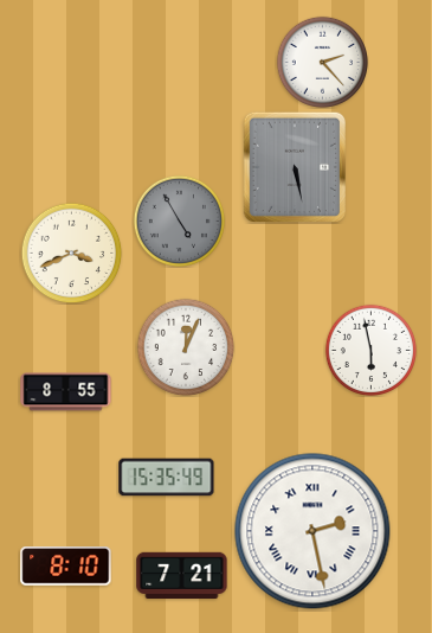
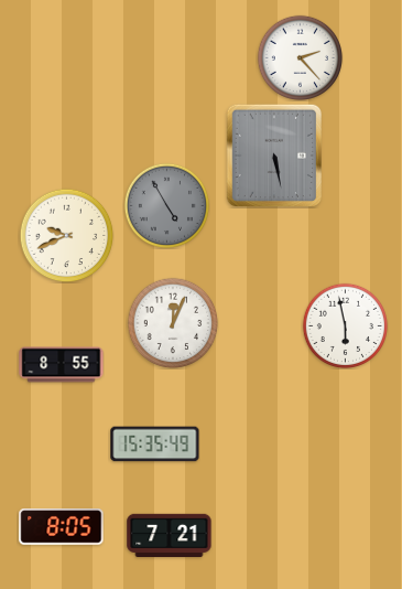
clock at (71, 252): 3:41 -> 9:41
clock at (312, 531): 2:28 -> none
clock at (66, 567): 8:10 -> 8:05
